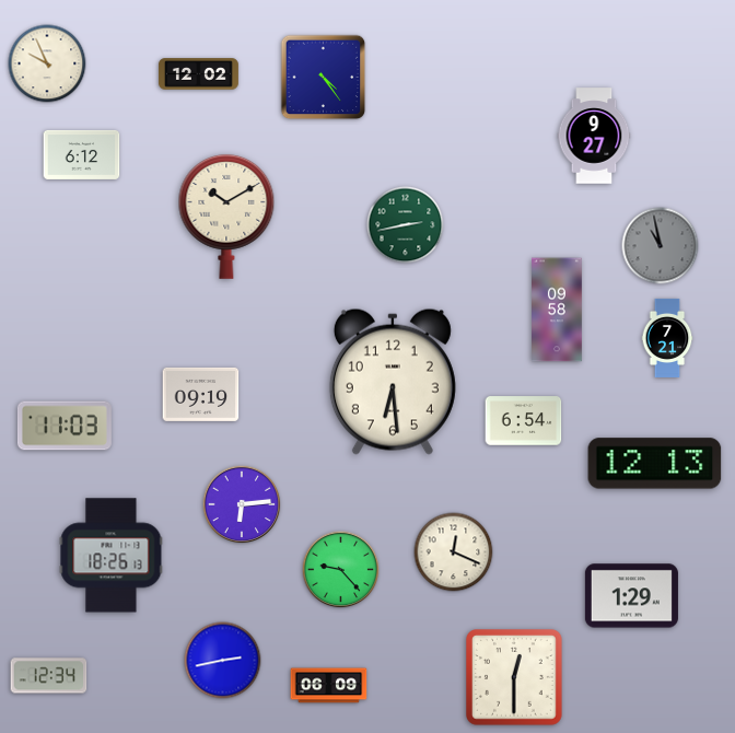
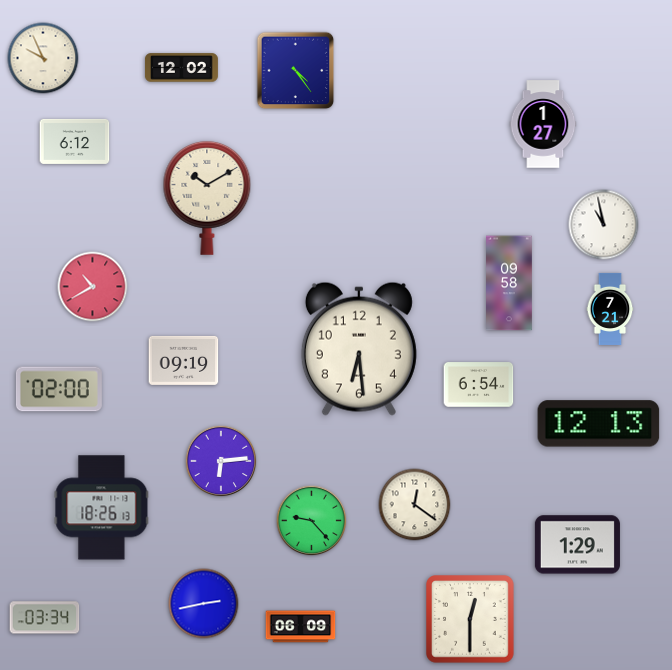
clock at (594, 136): 9:27 -> 1:27
clock at (406, 225): 2:43 -> none
clock at (661, 246) dial: grey -> white
clock at (93, 287): none -> 10:40
clock at (65, 426): 11:03 -> 02:00
clock at (454, 552): 12:19 -> 12:21
clock at (49, 676): 12:34 -> 03:34
